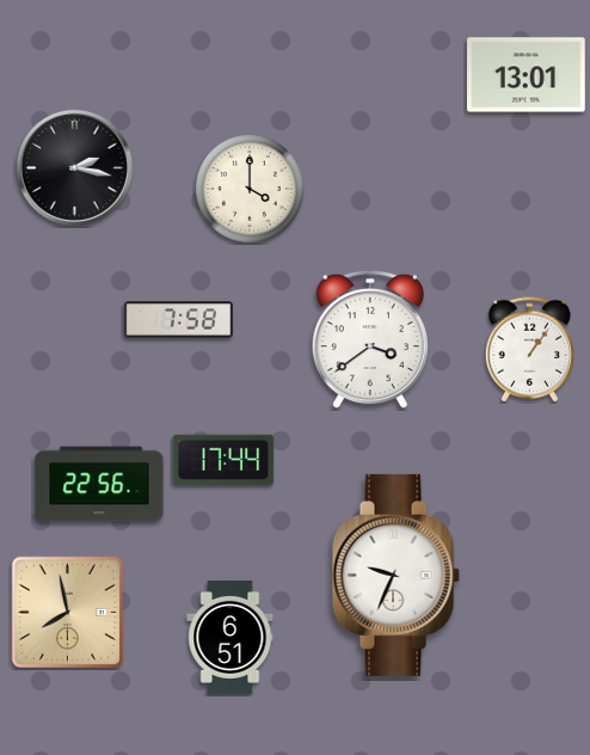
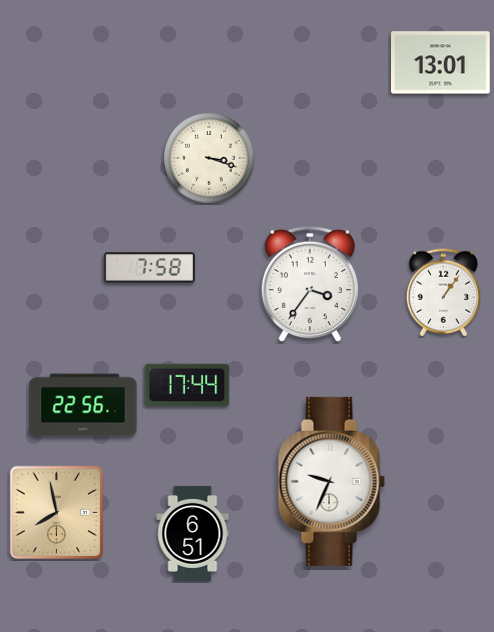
clock at (74, 167): 2:17 -> none
clock at (251, 190): 4:00 -> 3:18
clock at (370, 339): 3:39 -> 3:36
